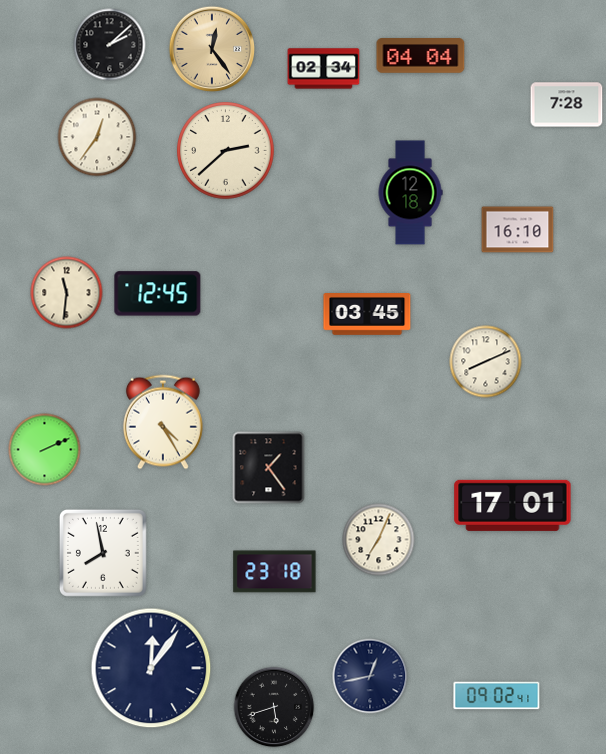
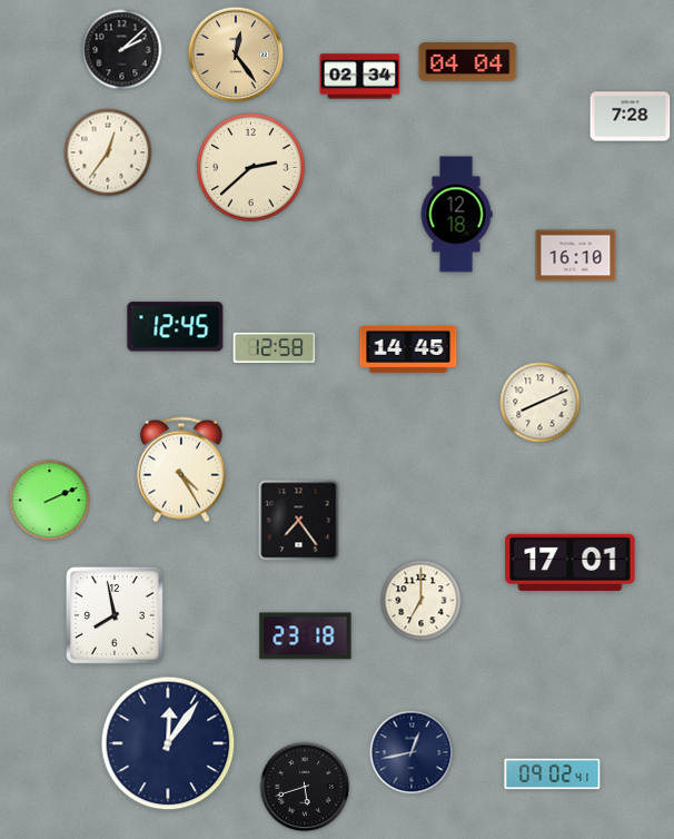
clock at (67, 293): 11:31 -> none
clock at (275, 348): none -> 12:58
clock at (367, 315): 03:45 -> 14:45
clock at (269, 468): 1:24 -> 7:24
clock at (379, 540): 7:04 -> 7:00
